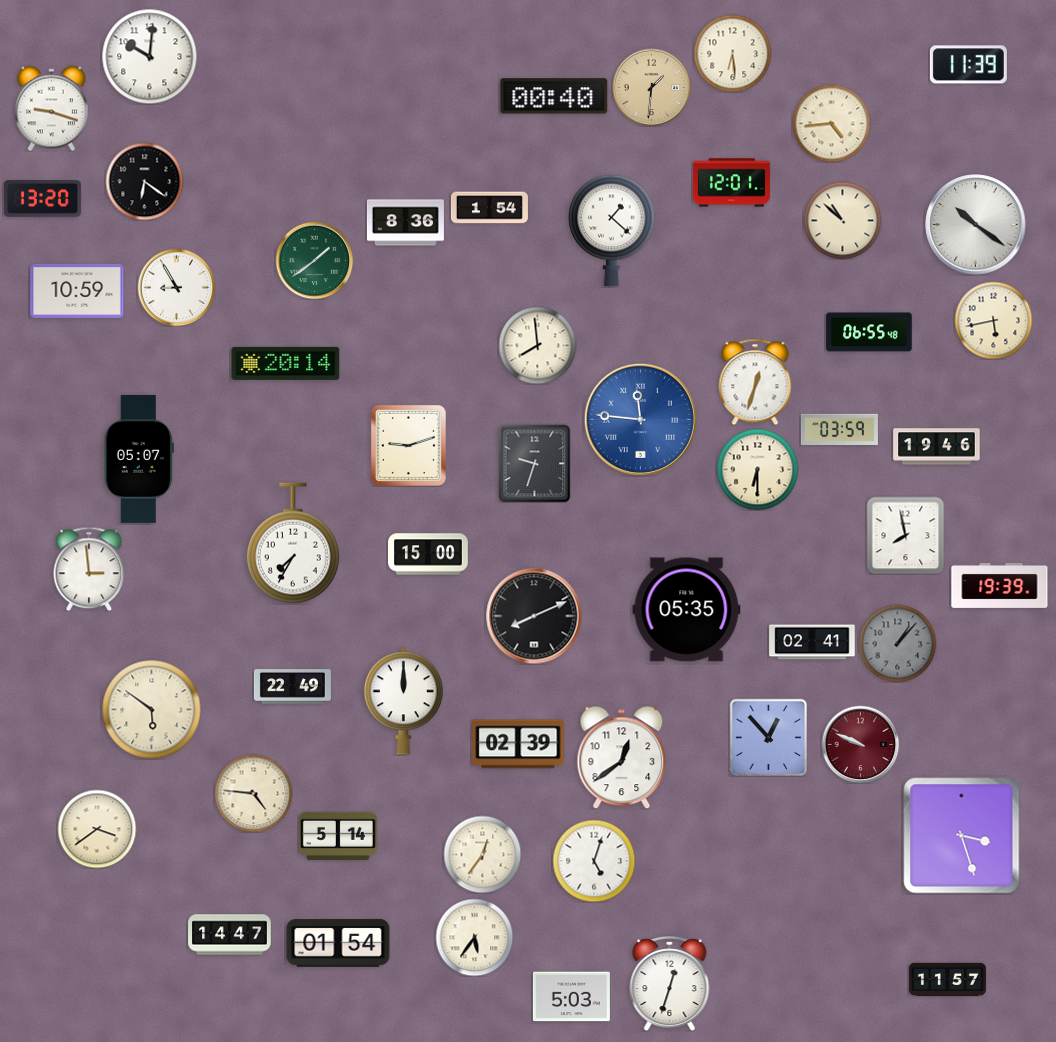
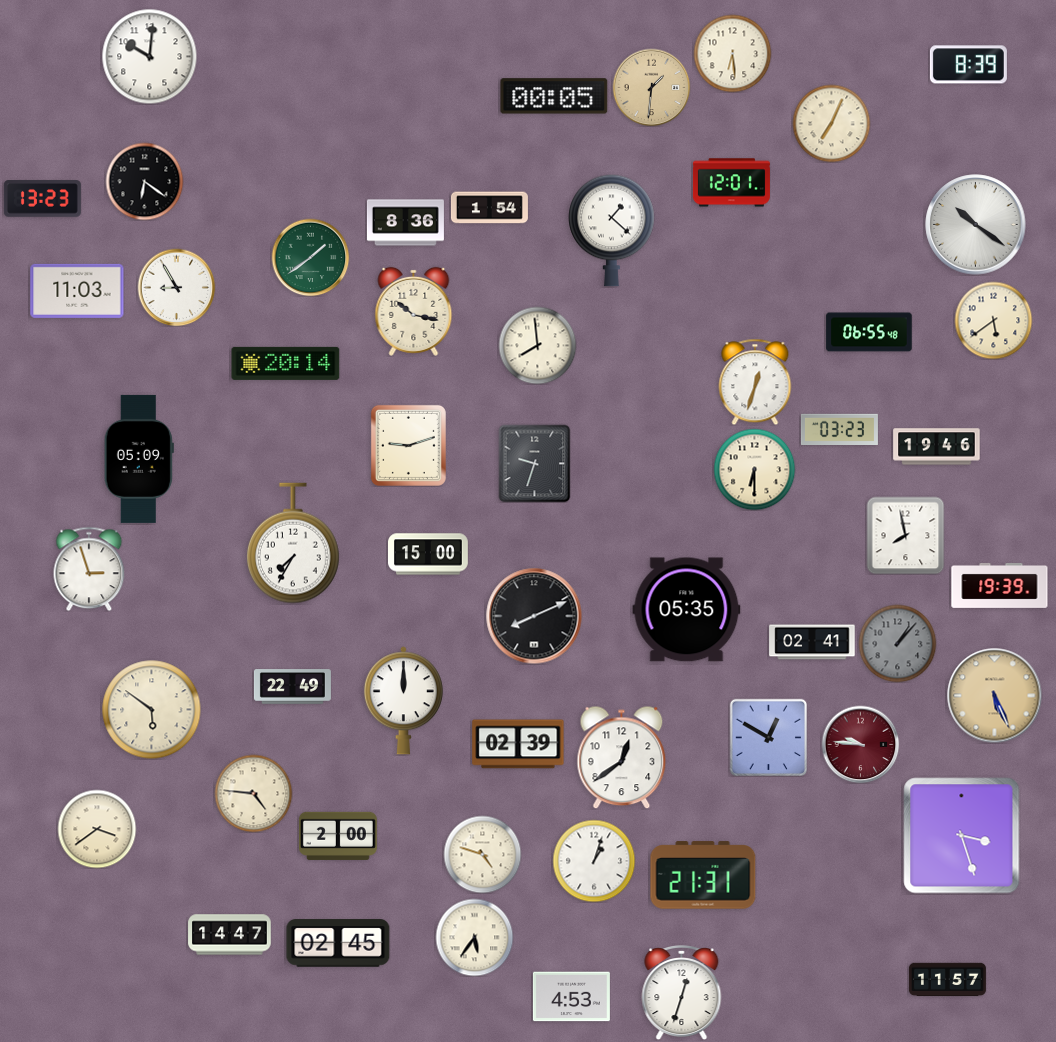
clock at (968, 65): 11:39 -> 8:39
clock at (554, 96): 00:40 -> 00:05
clock at (51, 108): 9:18 -> none
clock at (831, 123): 4:44 -> 7:04
clock at (42, 199): 13:20 -> 13:23
clock at (842, 220): 10:52 -> none
clock at (314, 260) position: (314, 260) -> (310, 257)
clock at (77, 291): 10:59 -> 11:03
clock at (414, 311): none -> 10:17
clock at (993, 320): 5:43 -> 5:39
clock at (640, 419): 11:46 -> none
clock at (839, 429): 03:59 -> 03:23
clock at (139, 459): 05:07 -> 05:09
clock at (757, 469) position: (757, 469) -> (754, 469)
clock at (89, 569): 2:59 -> 2:57
clock at (994, 695): none -> 5:26
clock at (768, 737): 12:53 -> 12:50
clock at (860, 744): 9:49 -> 9:46
clock at (338, 836): 5:14 -> 2:00
clock at (482, 854): 12:36 -> 4:48
clock at (594, 861): 5:03 -> 1:03
clock at (703, 875): none -> 21:31
clock at (338, 943): 01:54 -> 02:45
clock at (670, 984) position: (670, 984) -> (682, 993)
clock at (571, 997): 5:03 -> 4:53
